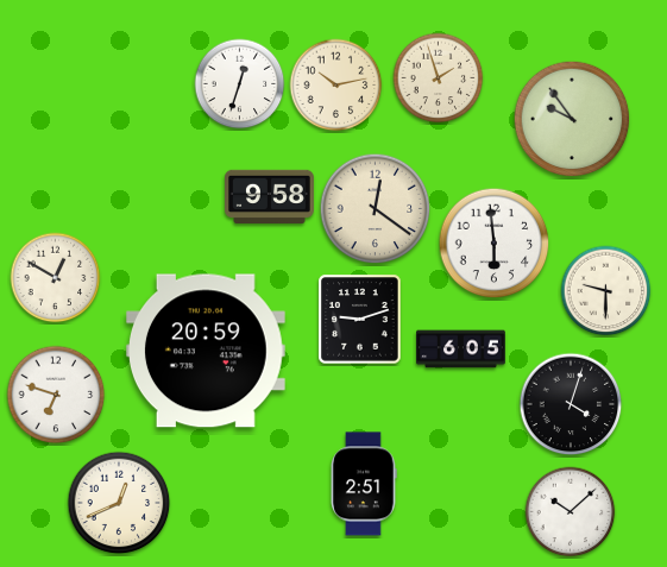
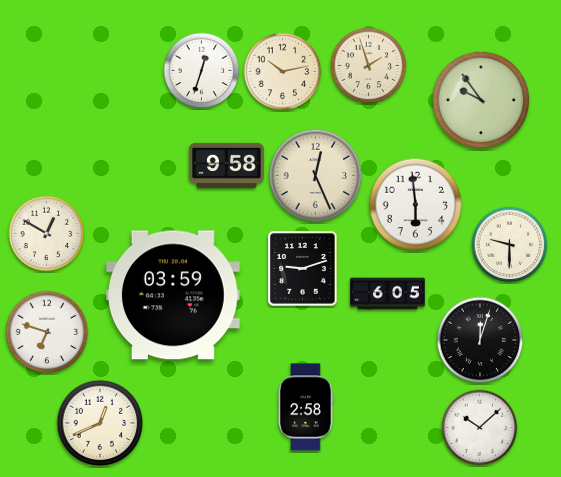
clock at (376, 209): 12:21 -> 12:26
clock at (206, 351): 20:59 -> 03:59
clock at (571, 404): 4:03 -> 12:03
clock at (364, 484): 2:51 -> 2:58
clock at (571, 512) position: (571, 512) -> (480, 428)
